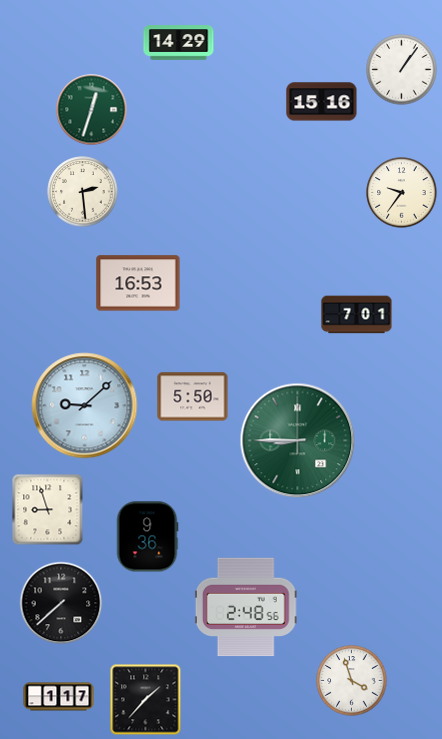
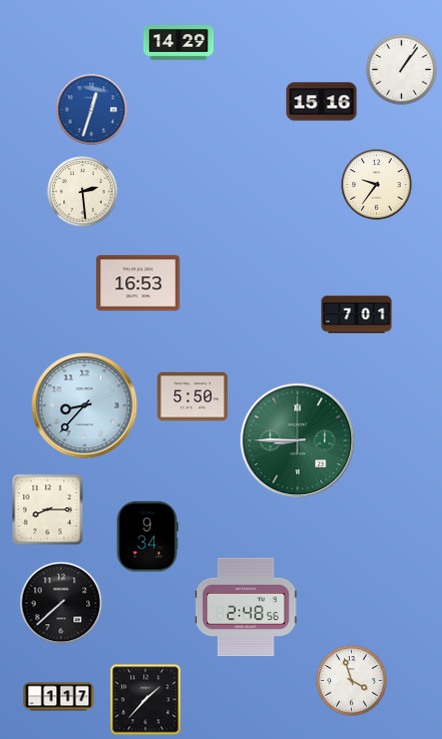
clock at (92, 110) dial: green -> blue
clock at (402, 193) position: (402, 193) -> (377, 185)
clock at (85, 406): 9:08 -> 8:37
clock at (48, 510): 8:57 -> 8:15
clock at (147, 537): 9:36 -> 9:34
